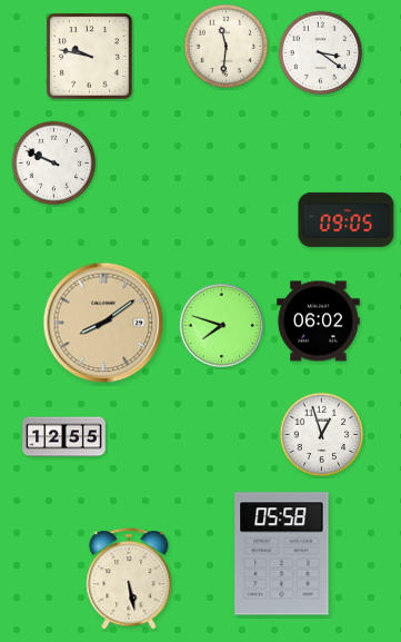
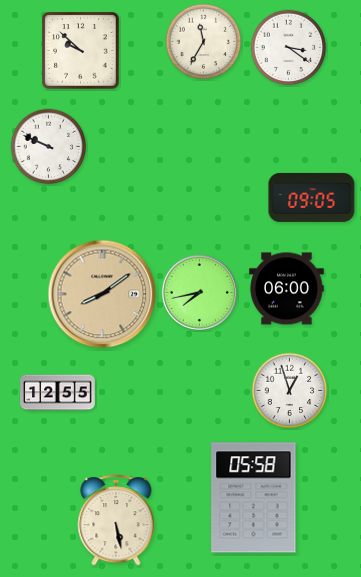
clock at (227, 47): 11:31 -> 11:35
clock at (90, 57): 9:47 -> 9:52
clock at (319, 322): 06:02 -> 06:00
clock at (103, 323) position: (103, 323) -> (102, 294)
clock at (221, 325): 7:48 -> 7:43
